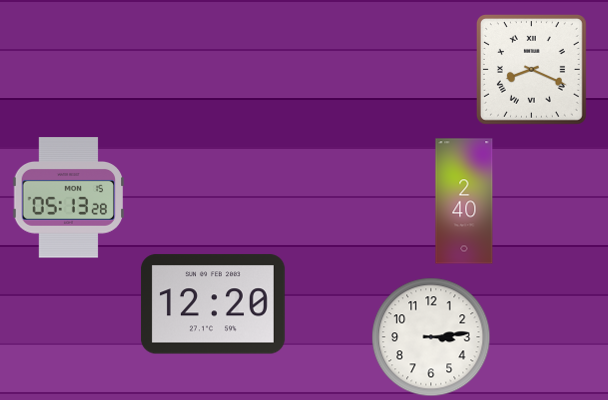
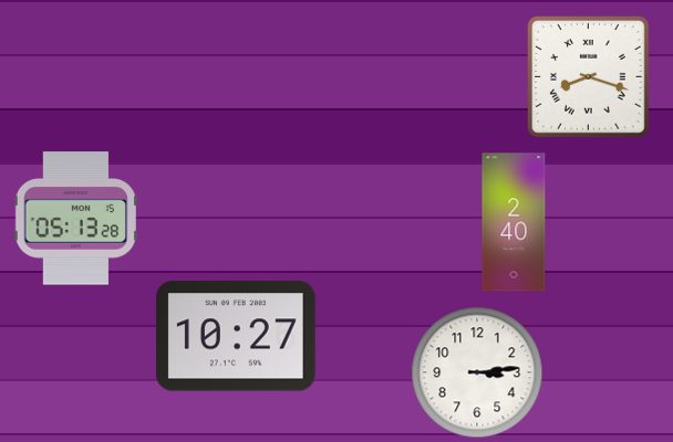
clock at (532, 70): 8:19 -> 8:18
clock at (213, 304): 12:20 -> 10:27
